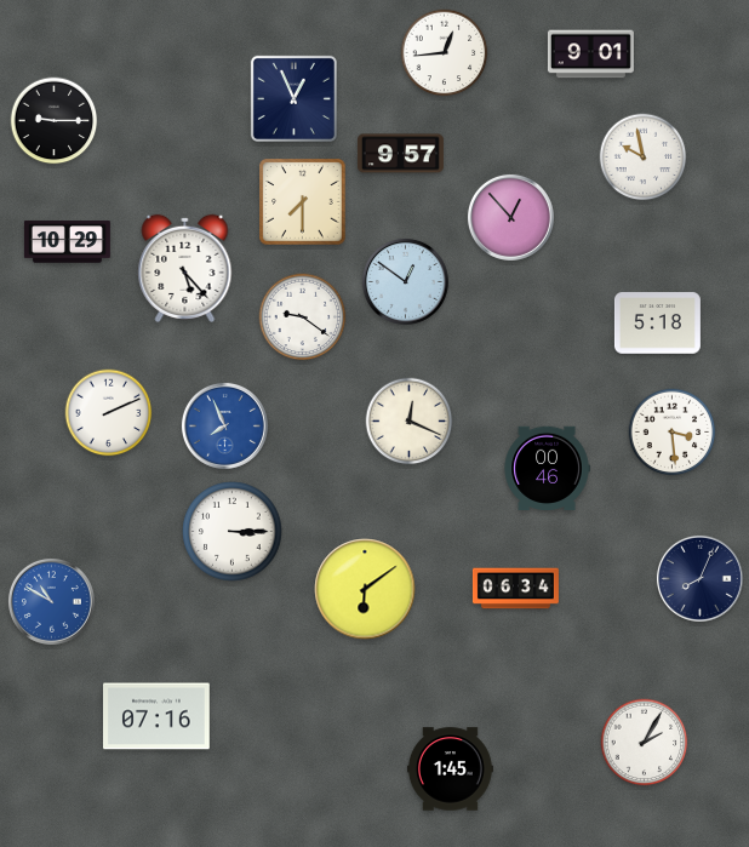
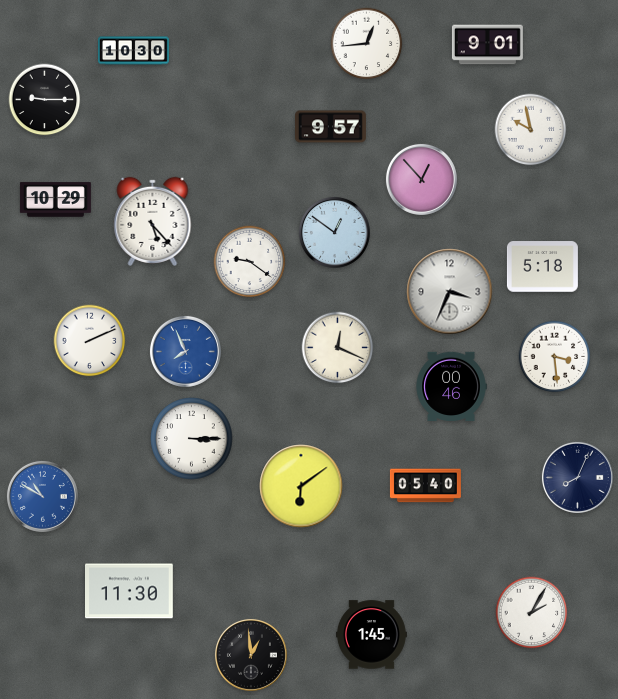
clock at (133, 51): none -> 10:30
clock at (293, 98): 12:56 -> none
clock at (303, 202): 7:30 -> none
clock at (450, 292): none -> 3:34
clock at (515, 589): 06:34 -> 05:40
clock at (158, 716): 07:16 -> 11:30
clock at (251, 655): none -> 12:59
